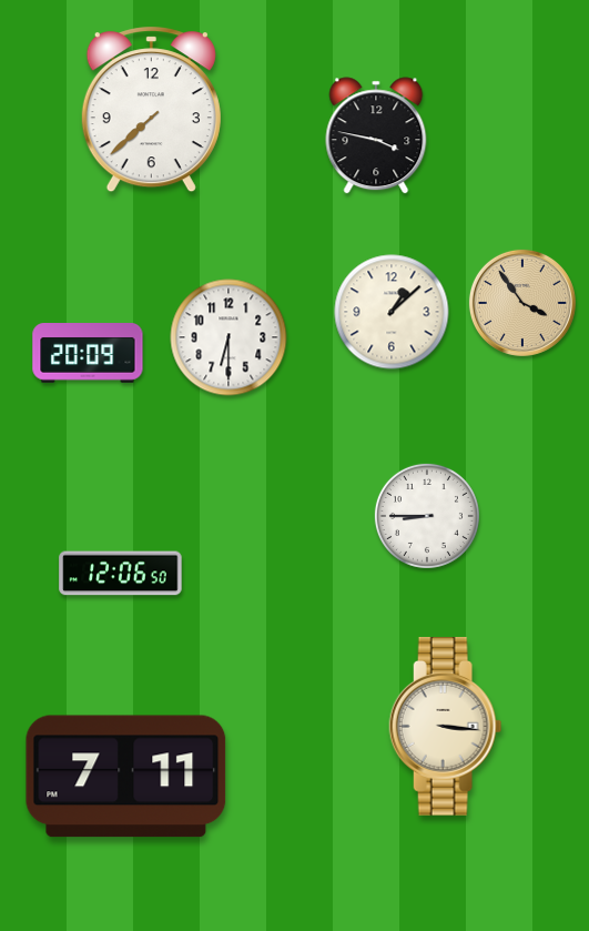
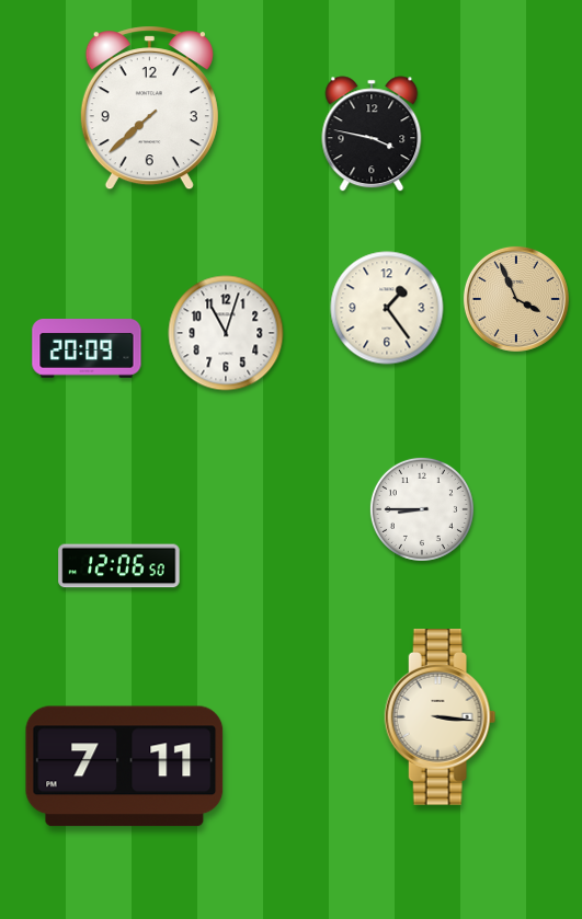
clock at (522, 303): 3:54 -> 3:56
clock at (392, 312): 1:08 -> 1:24
clock at (229, 337): 6:30 -> 11:03
